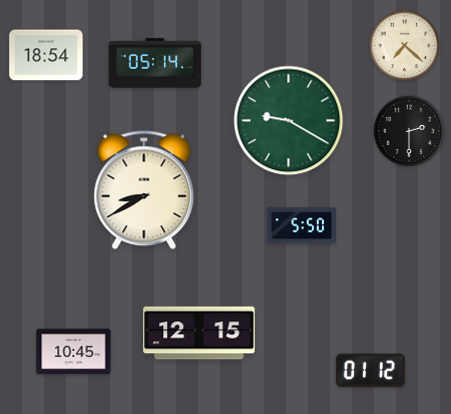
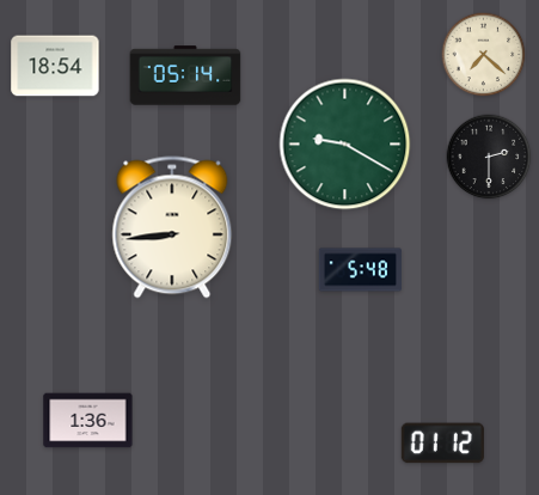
clock at (144, 190): 8:40 -> 8:44
clock at (301, 226): 5:50 -> 5:48
clock at (199, 333): 12:15 -> none
clock at (74, 352): 10:45 -> 1:36
